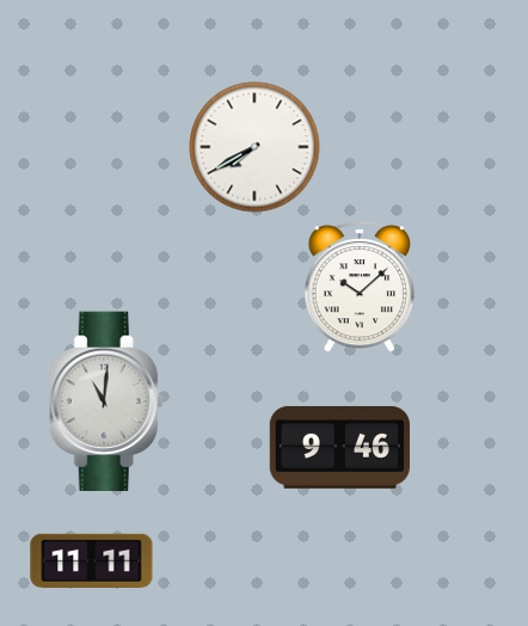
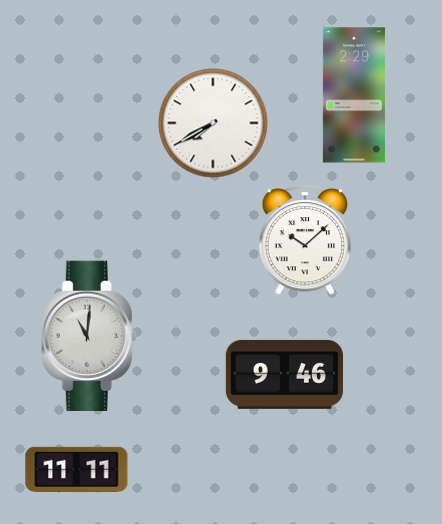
clock at (354, 95): none -> 2:29
clock at (360, 287) position: (360, 287) -> (305, 240)
